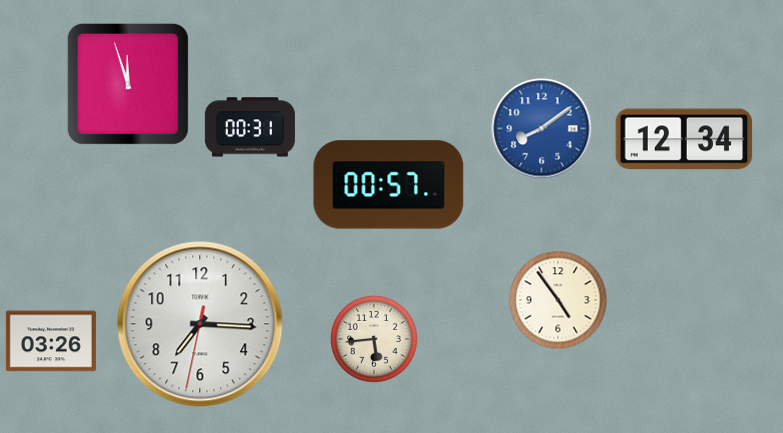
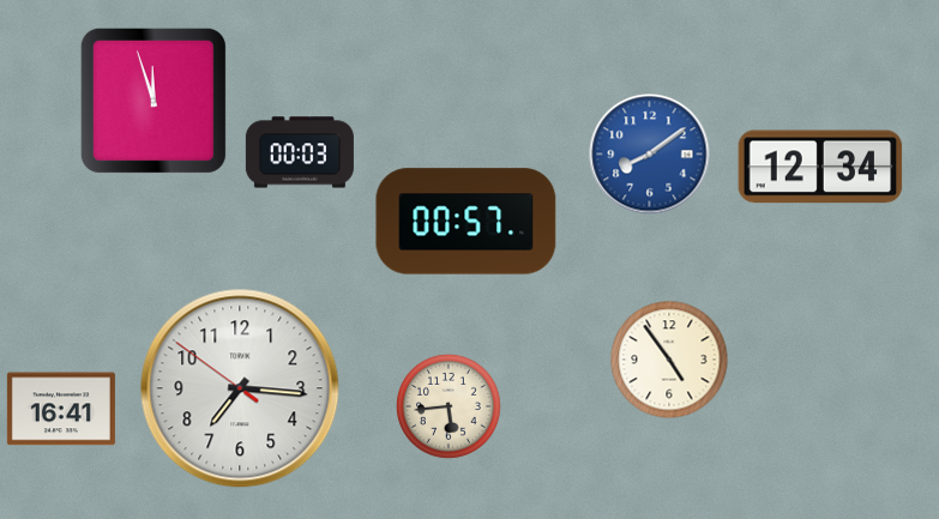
clock at (250, 127): 00:31 -> 00:03
clock at (200, 324): 7:15:32 -> 7:15:51
clock at (51, 341): 03:26 -> 16:41
